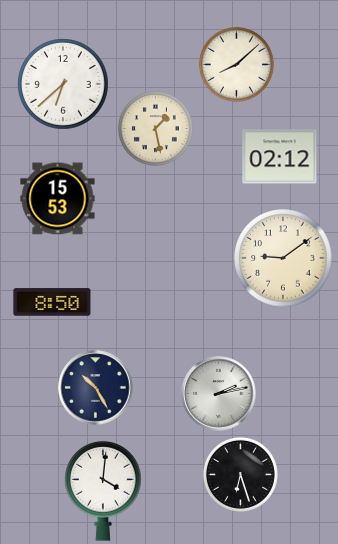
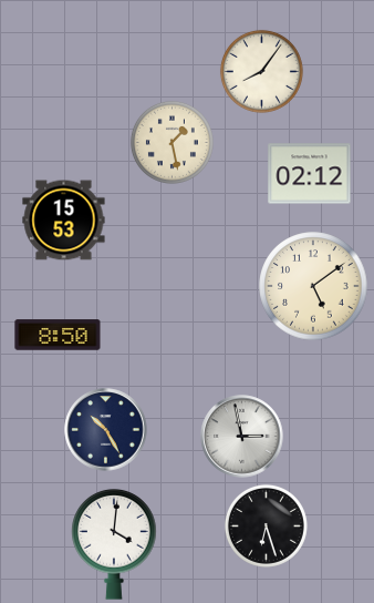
clock at (236, 64): 8:08 -> 8:06
clock at (63, 84): 6:38 -> none
clock at (283, 258): 9:09 -> 5:09
clock at (219, 394): 2:13 -> 2:58
